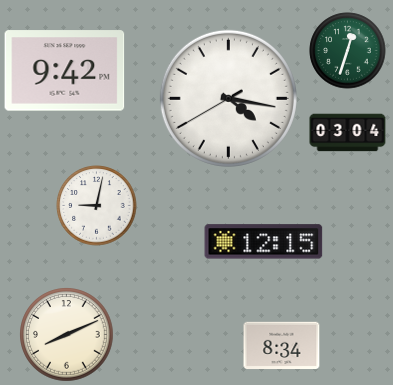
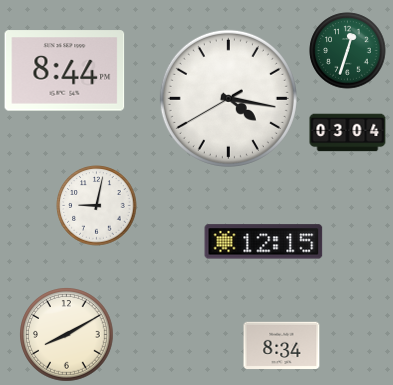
clock at (65, 71): 9:42 -> 8:44
clock at (67, 335): 8:11 -> 8:10
